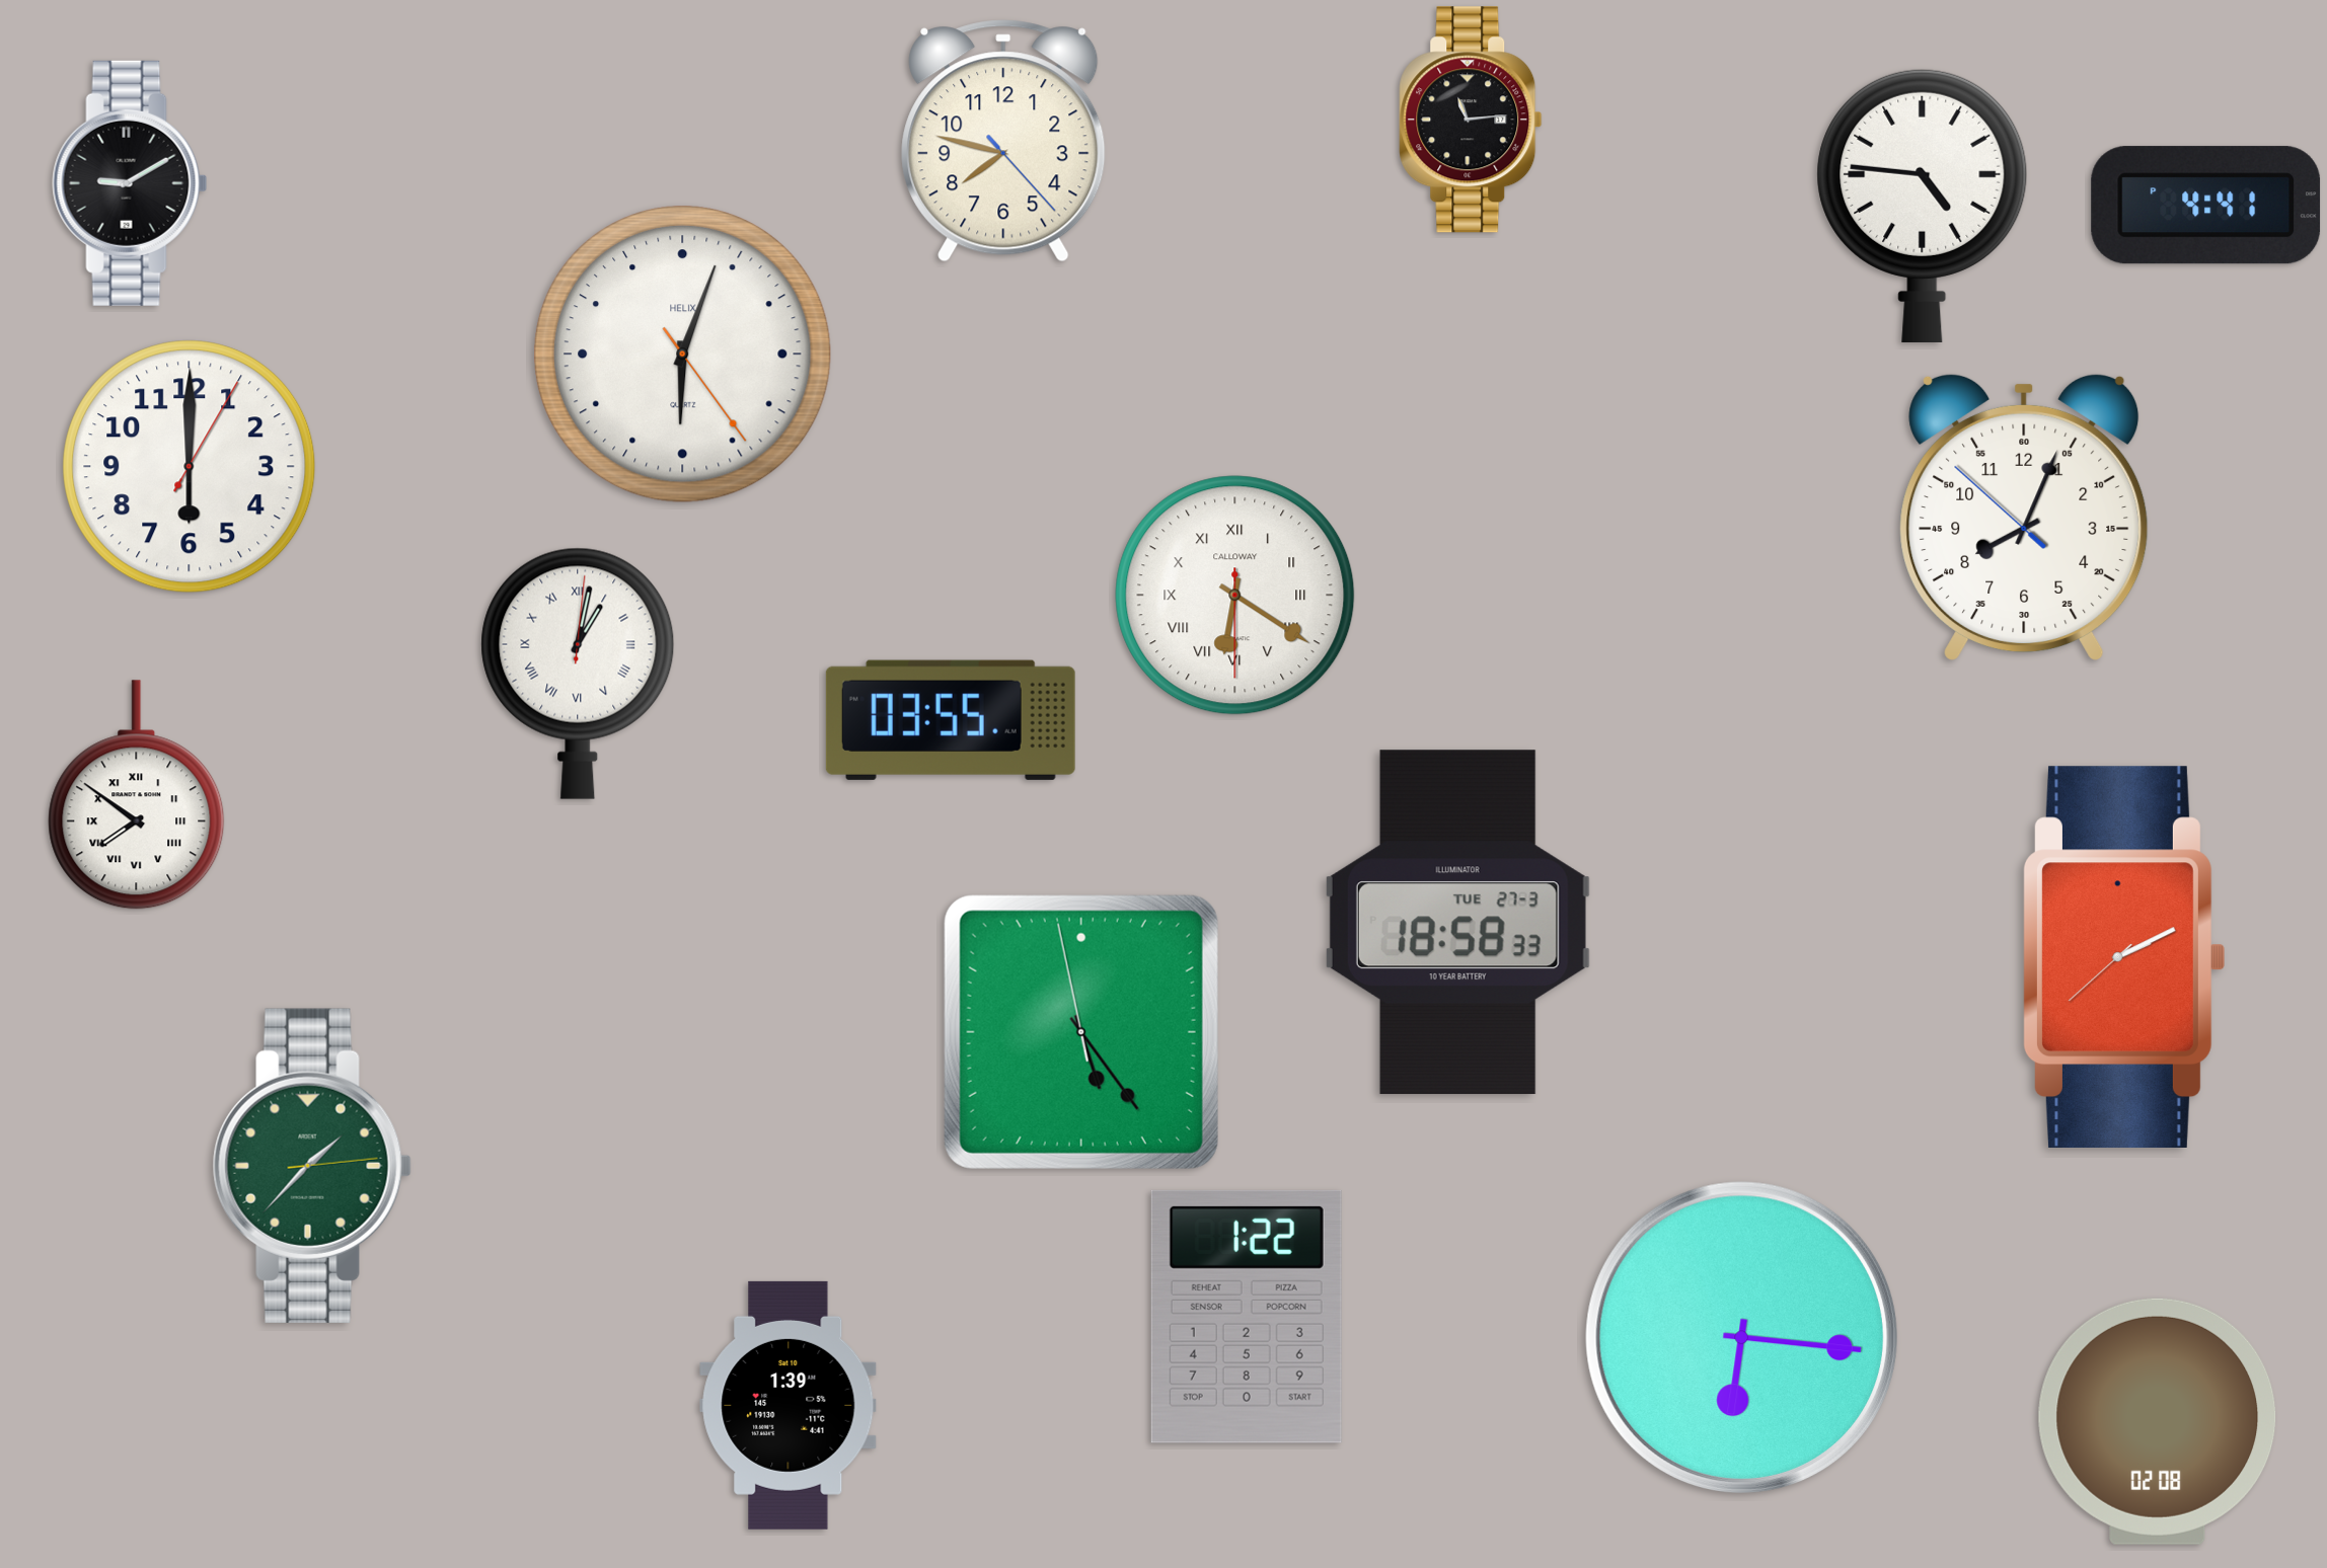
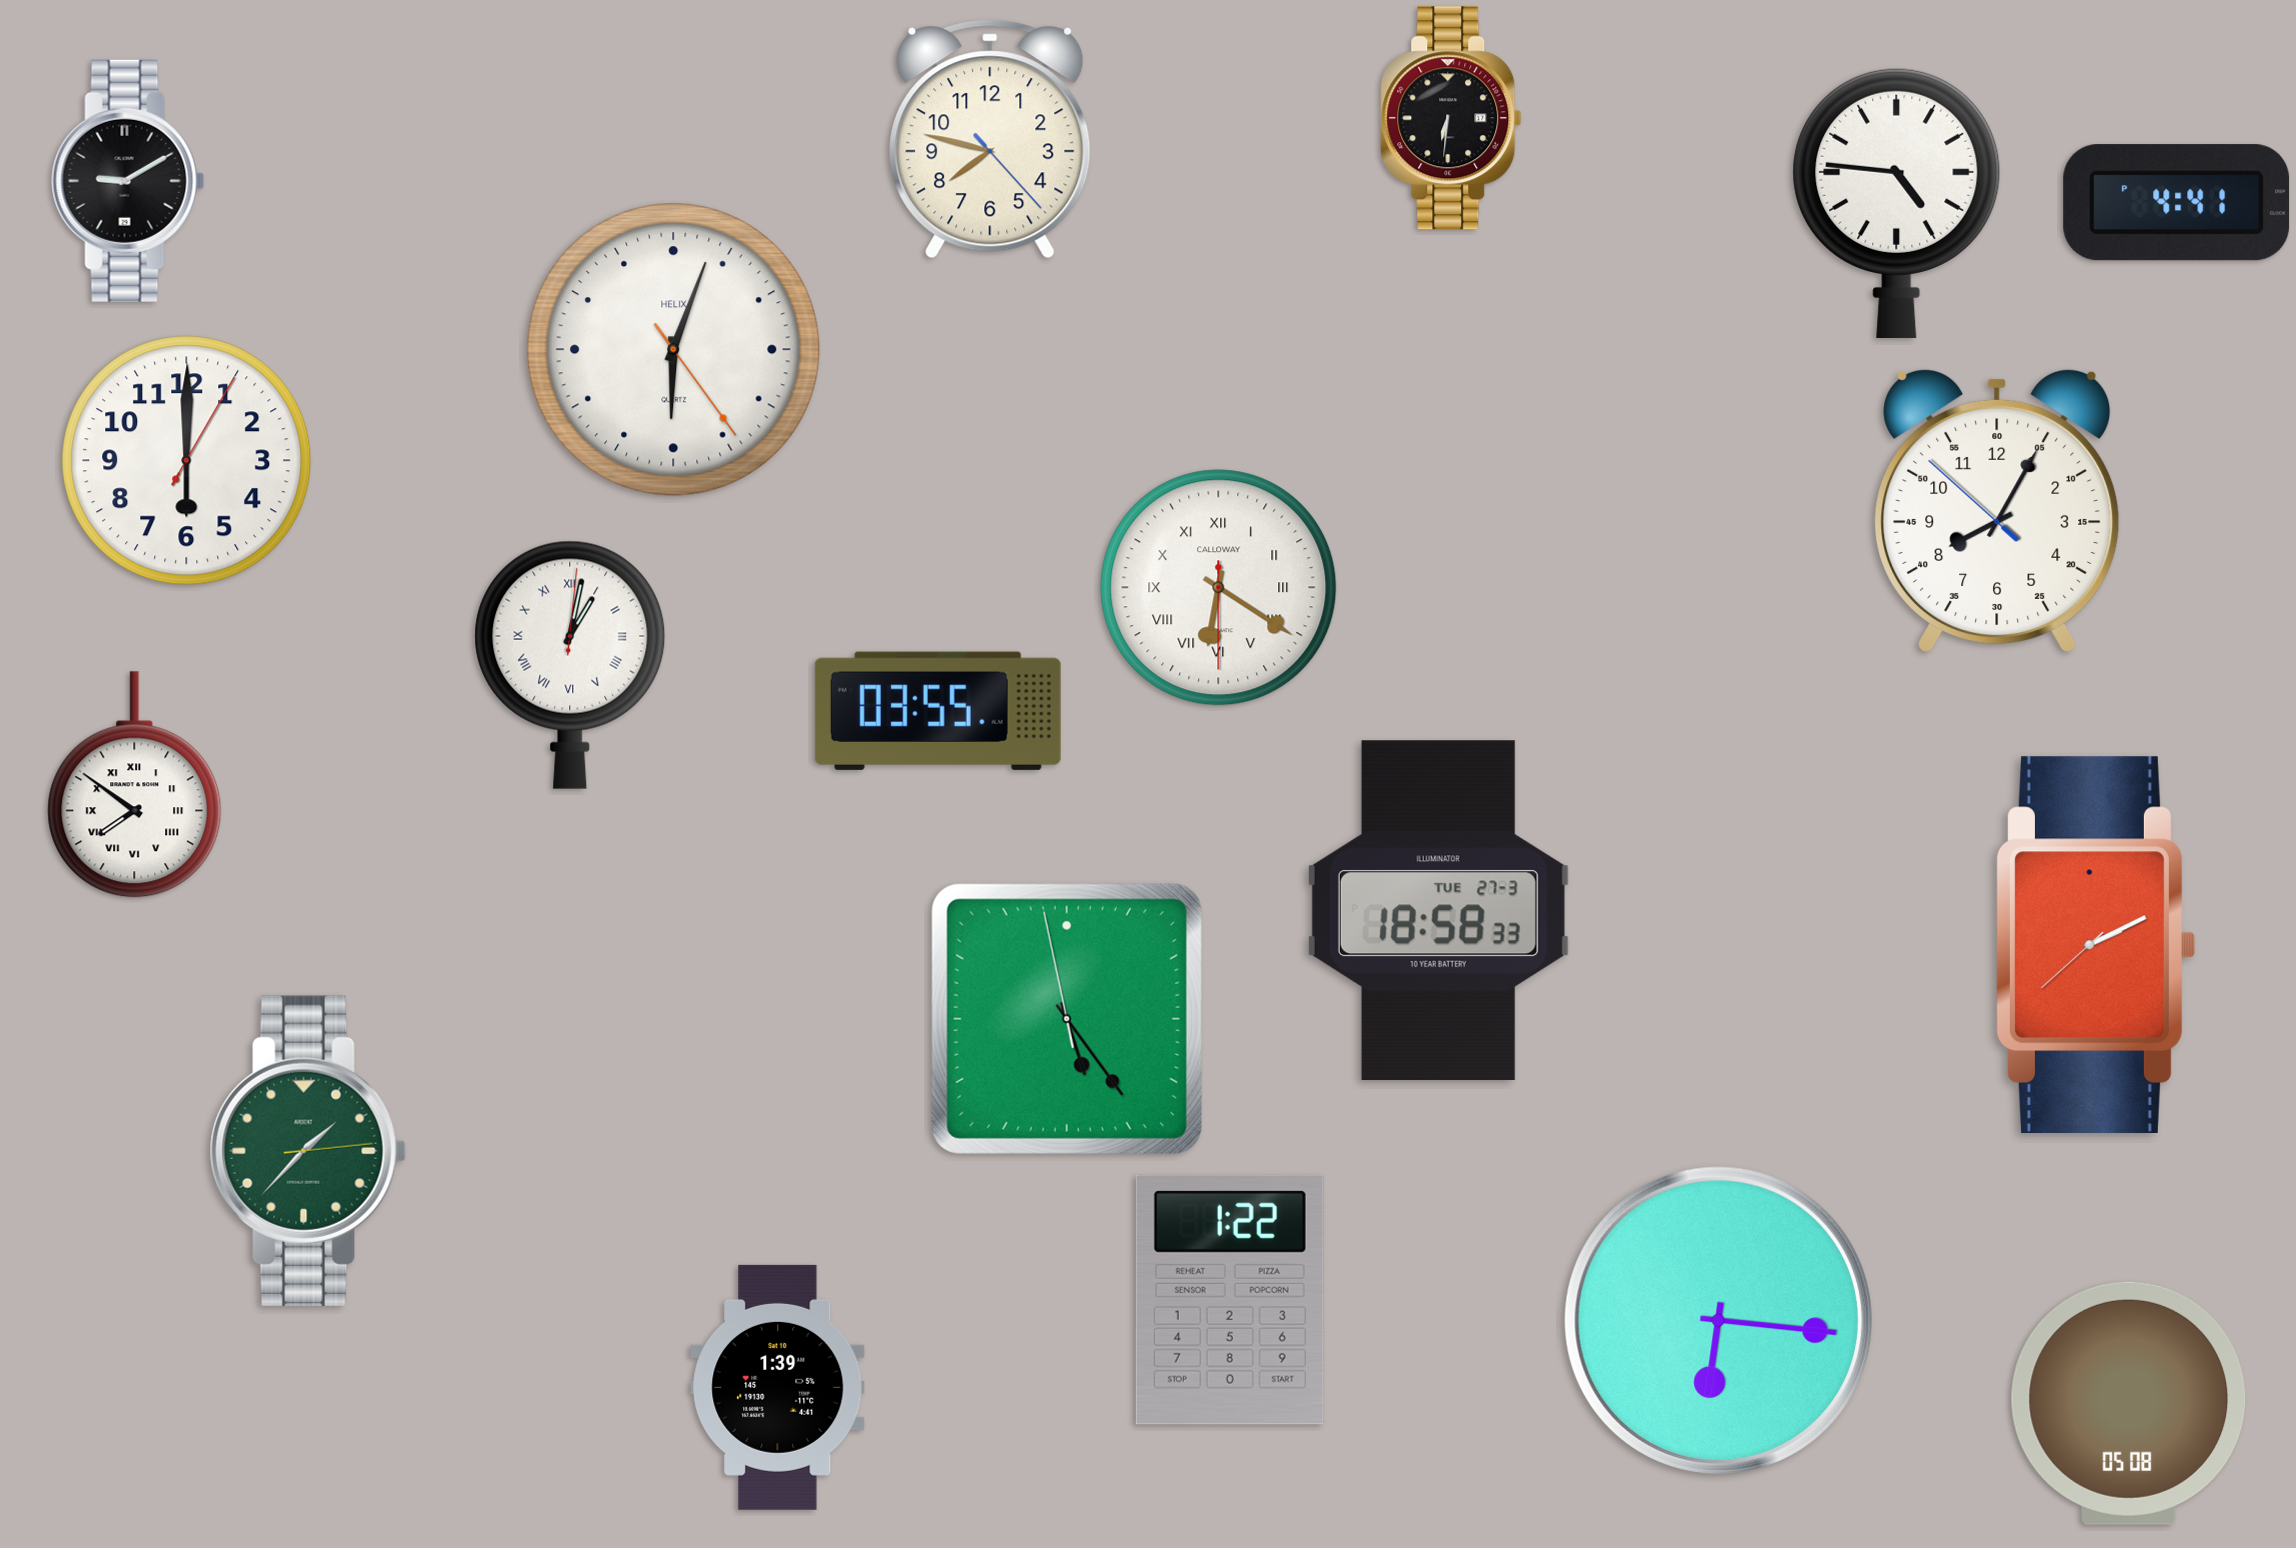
clock at (1471, 120): 11:14 -> 6:31
clock at (2024, 517): 8:03 -> 8:04
clock at (2158, 1421): 02:08 -> 05:08
